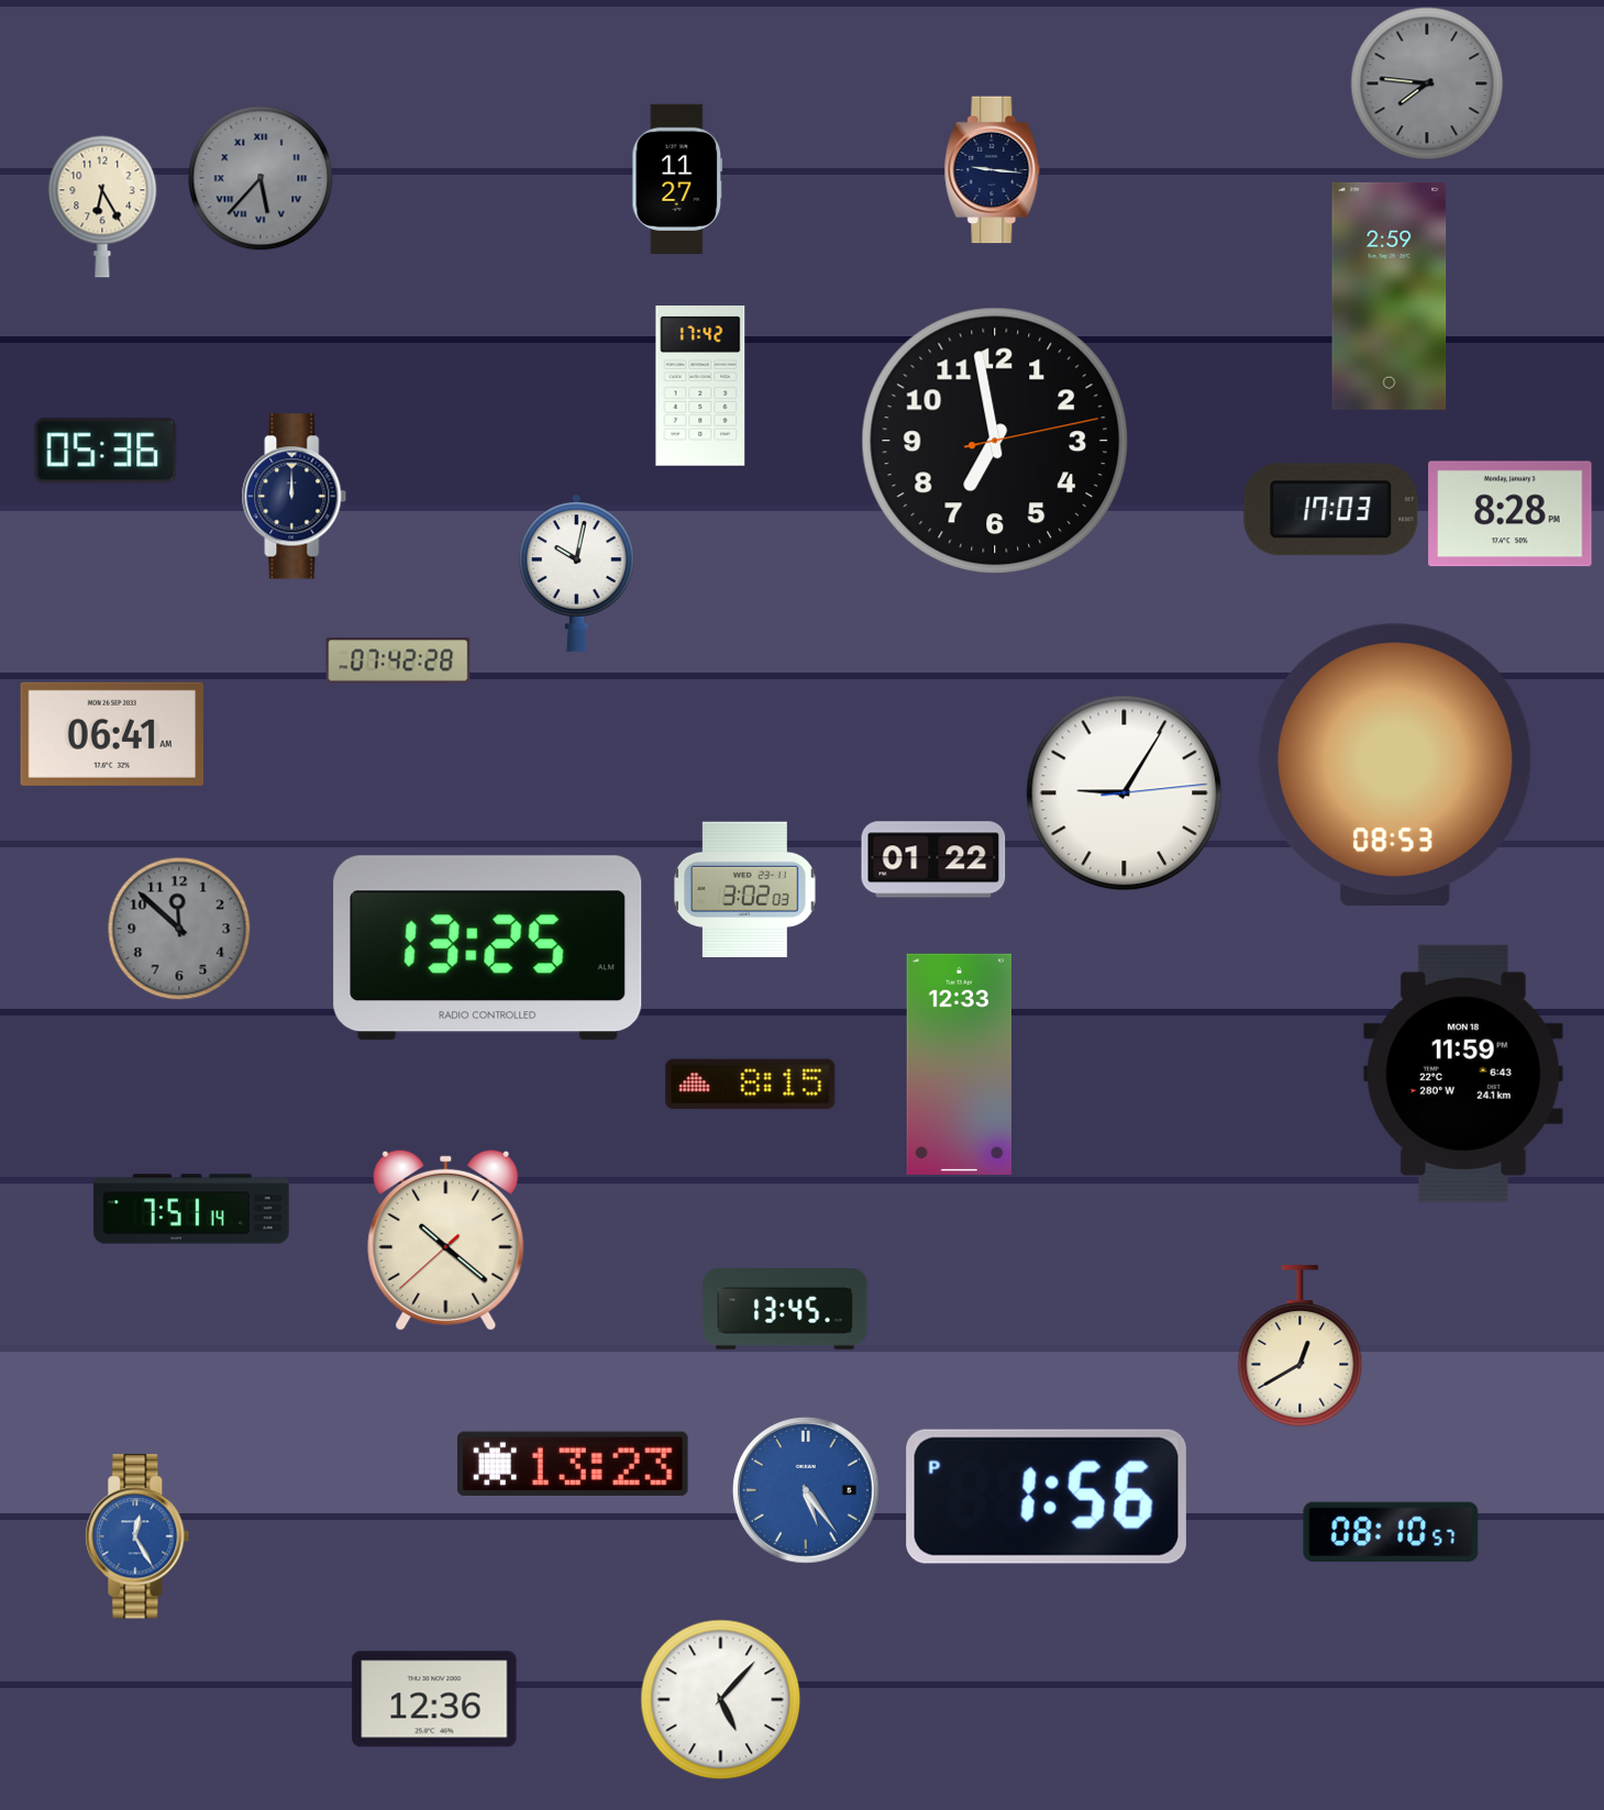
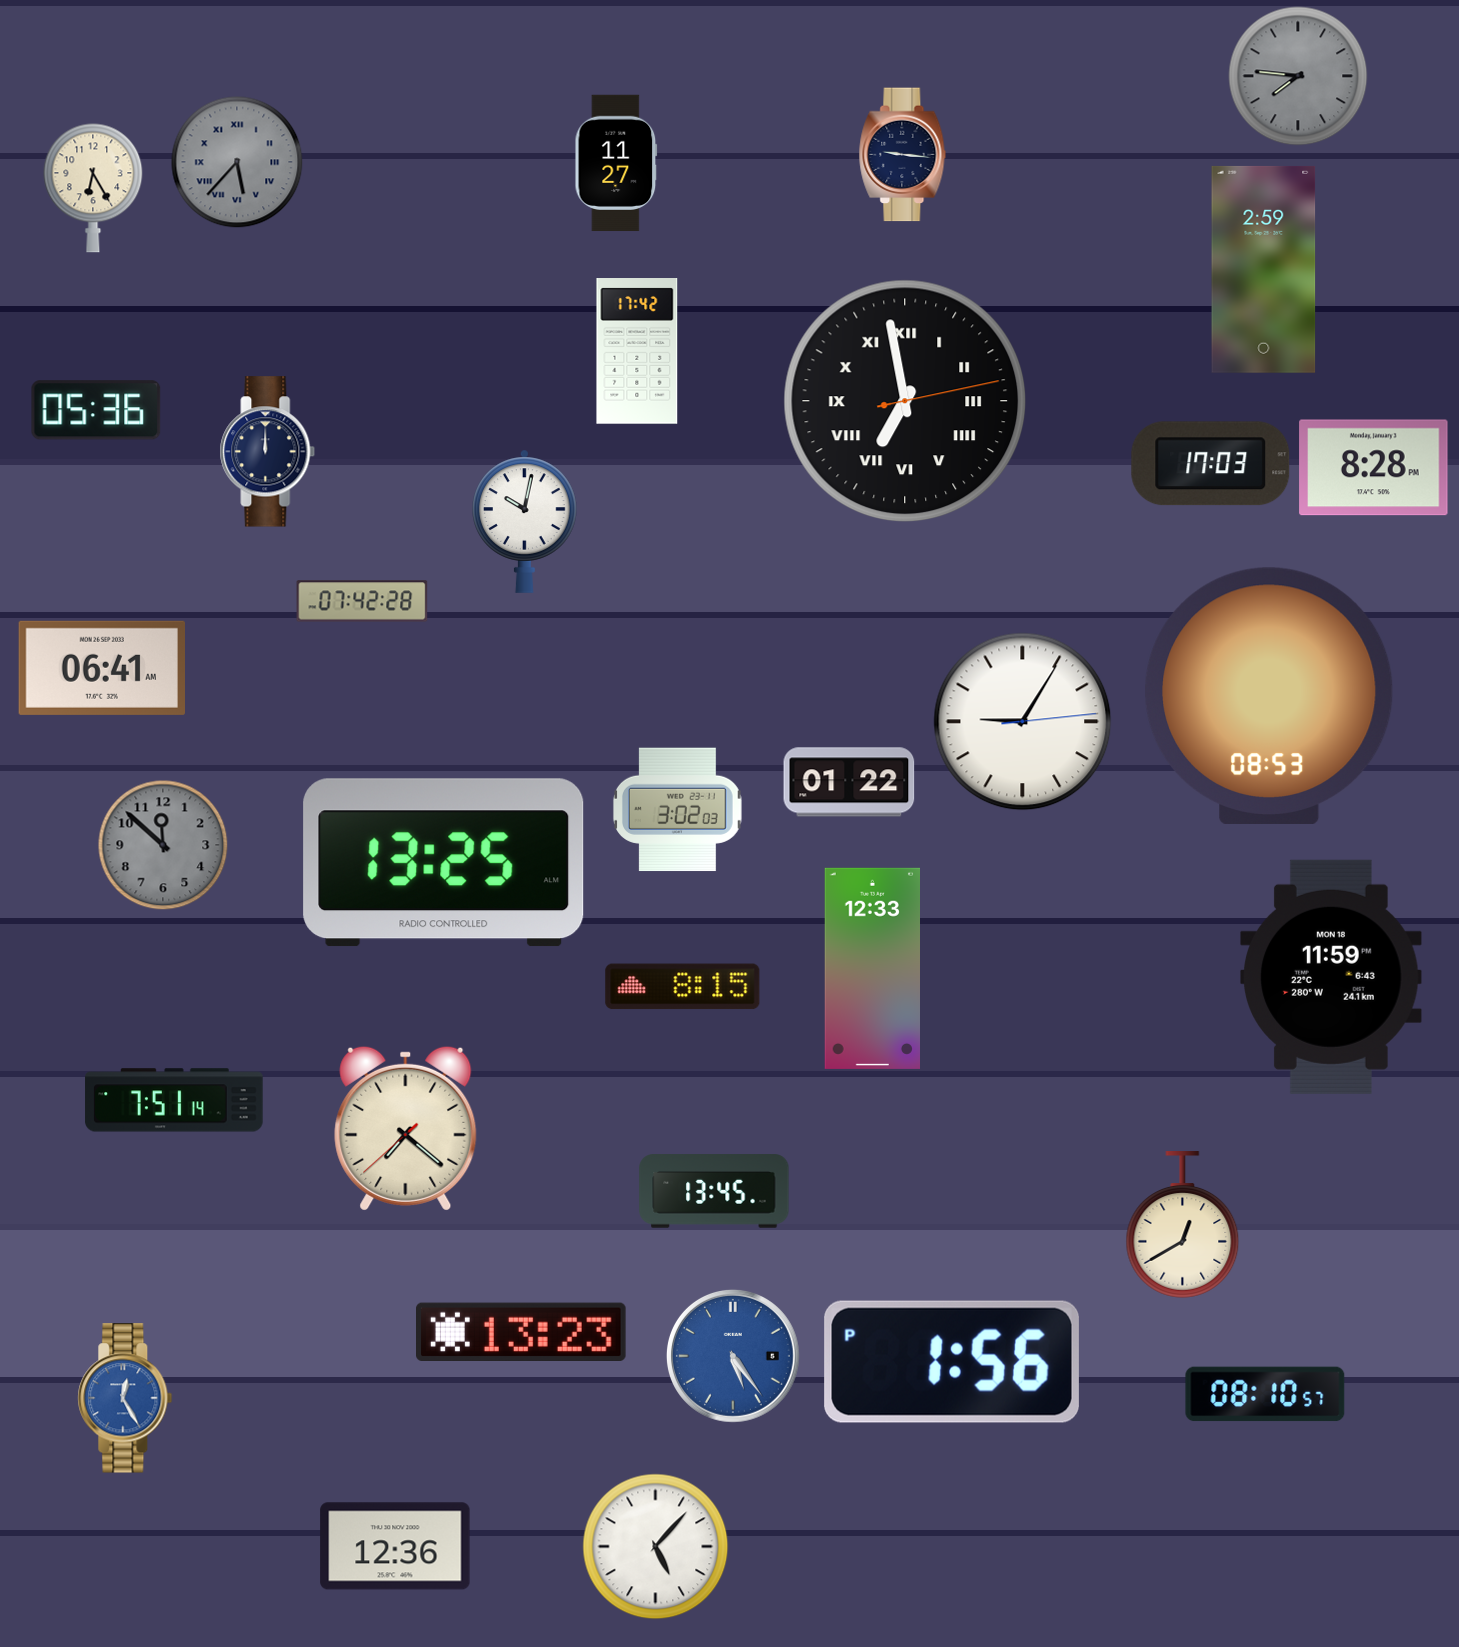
clock at (995, 441) numerals: Arabic -> Roman
clock at (446, 1240): 10:21 -> 7:21
